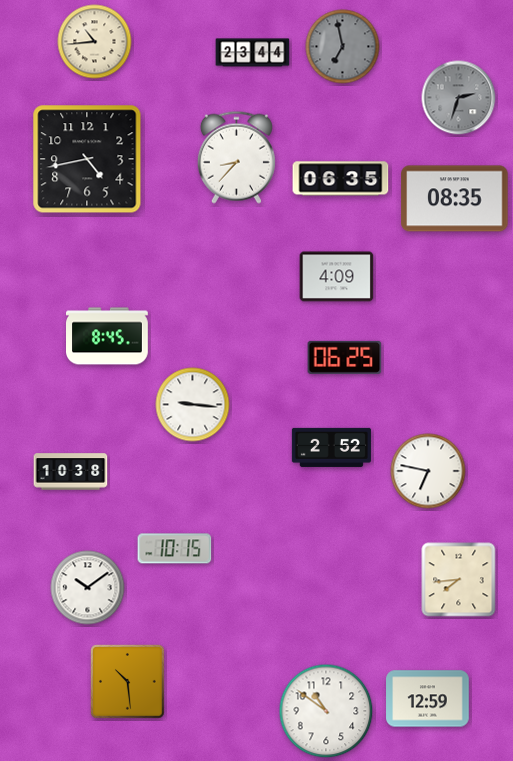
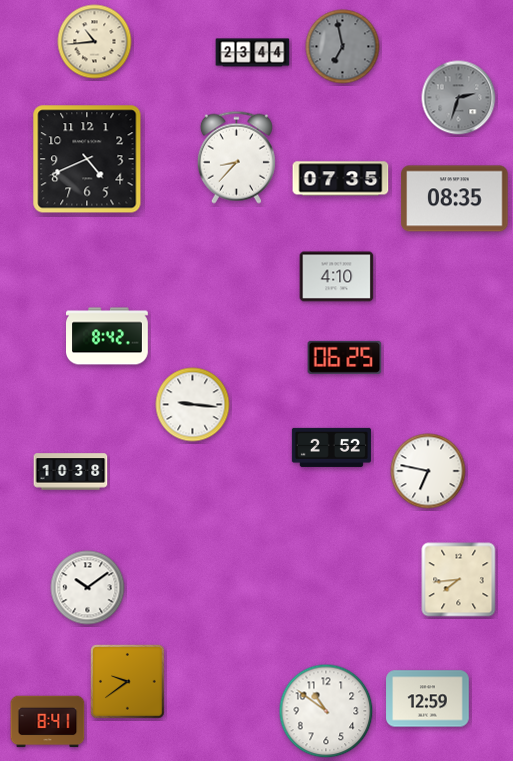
clock at (87, 159): 4:43 -> 4:41
clock at (341, 179): 06:35 -> 07:35
clock at (337, 277): 4:09 -> 4:10
clock at (108, 336): 8:45 -> 8:42
clock at (175, 549): 10:15 -> none
clock at (128, 682): 10:29 -> 9:39
clock at (48, 722): none -> 8:41
